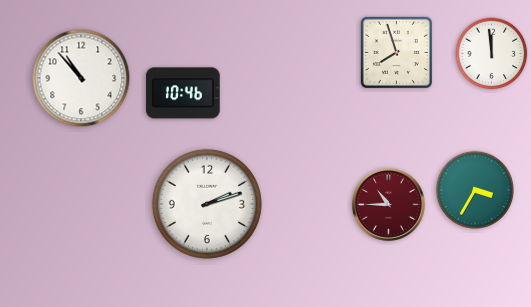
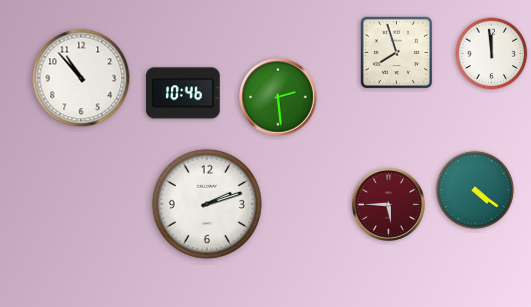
clock at (279, 98): none -> 2:29
clock at (475, 190): 3:35 -> 4:21
clock at (388, 204): 10:45 -> 5:45
